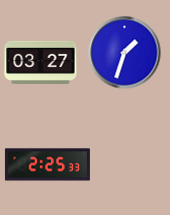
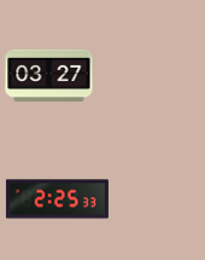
clock at (125, 53): 1:33 -> none
